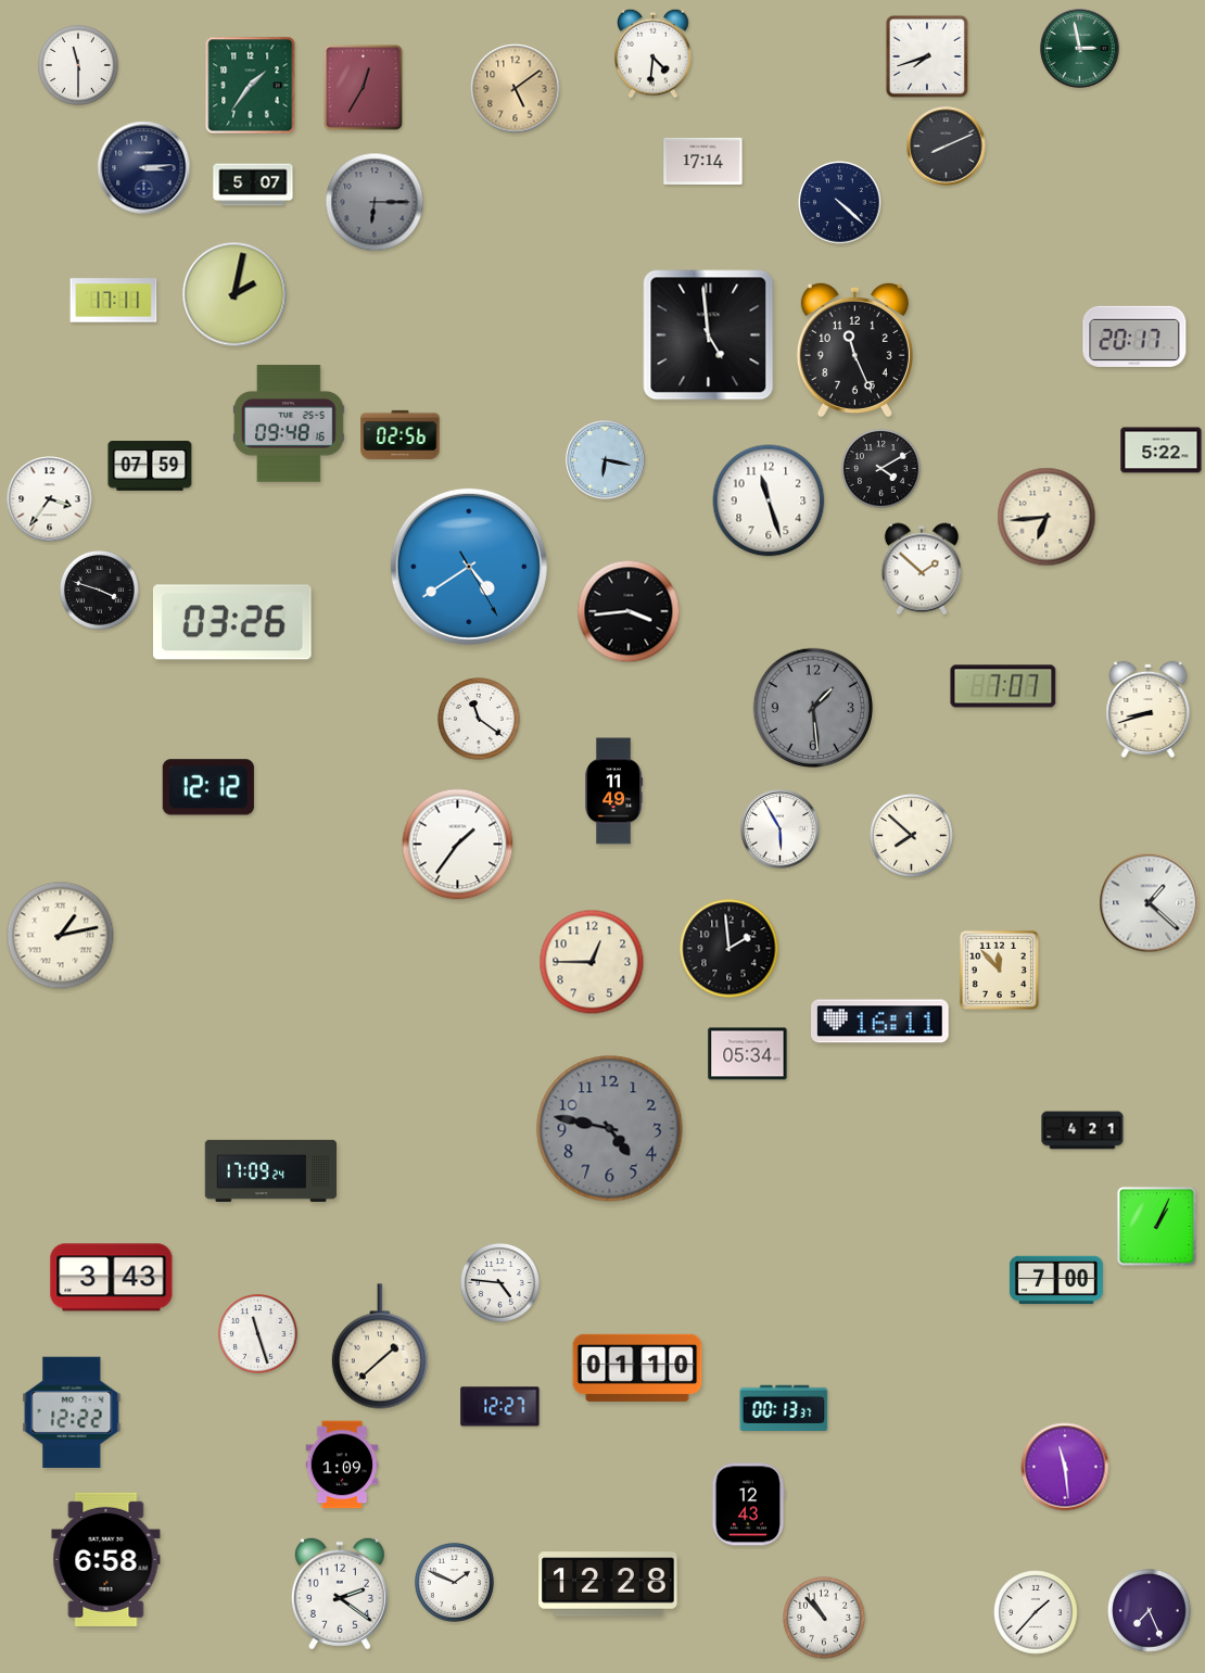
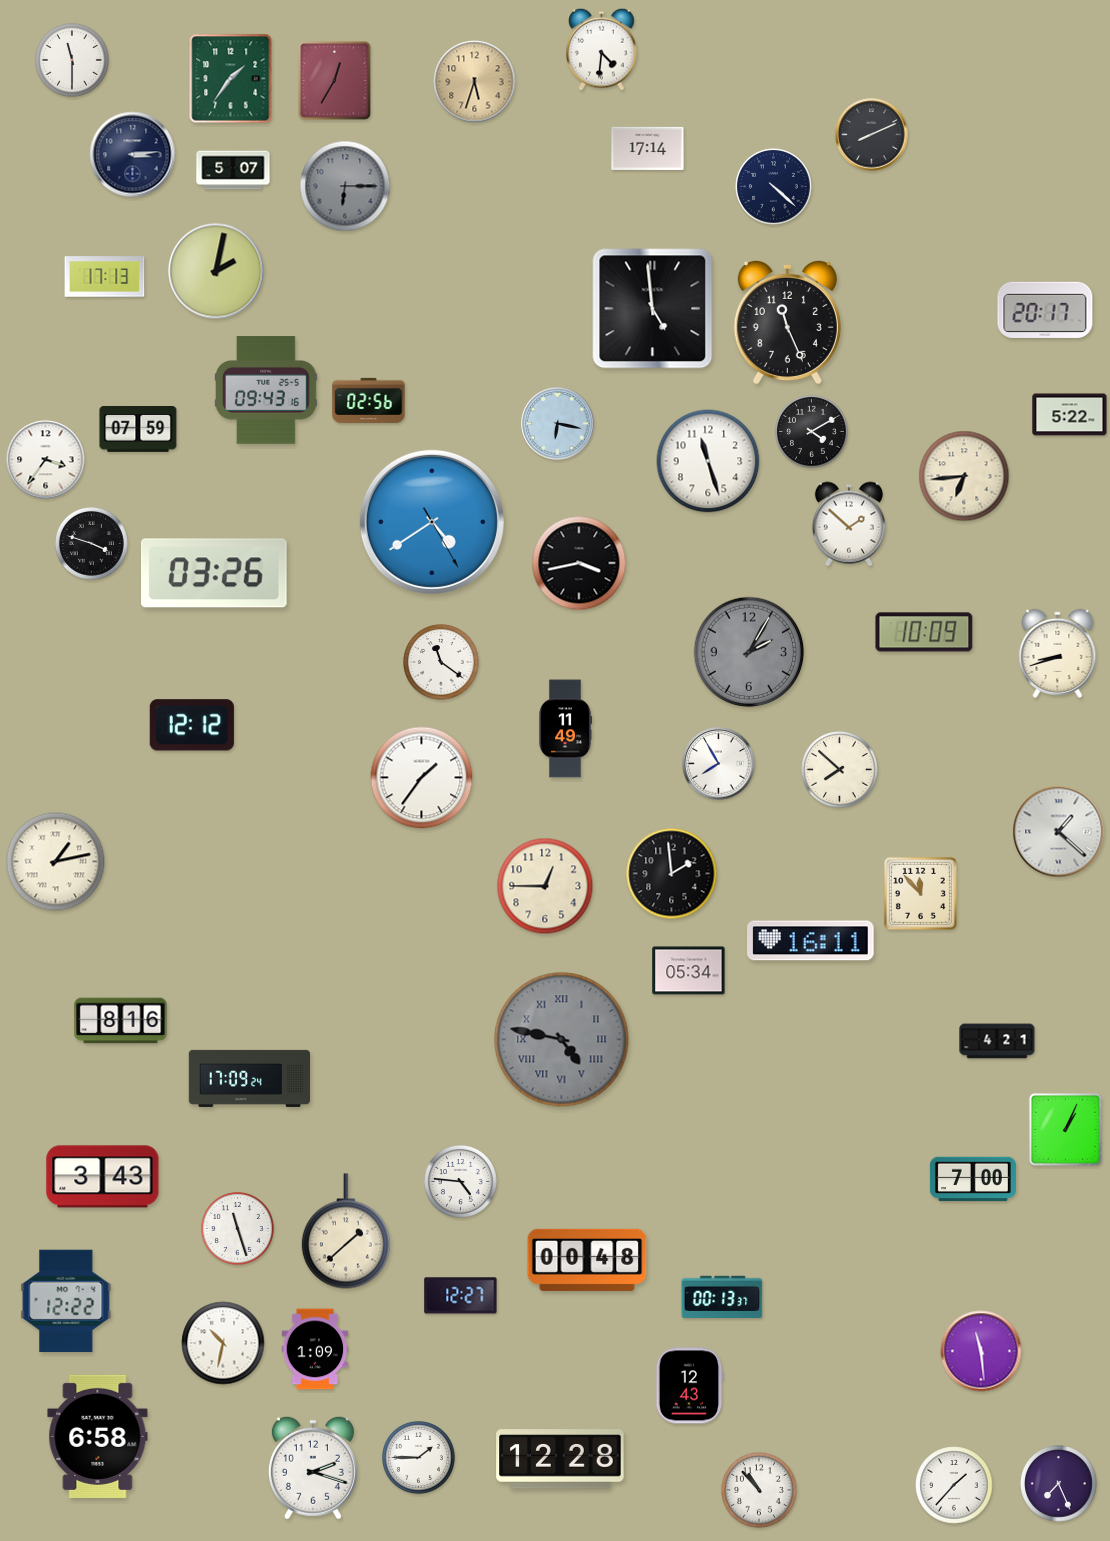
clock at (1080, 49): 2:58 -> none
clock at (927, 56): 7:42 -> none
clock at (516, 89): 5:09 -> 5:33
clock at (114, 301): 17:11 -> 17:13
clock at (289, 423): 09:48 -> 09:43
clock at (629, 611): 3:44 -> 3:43
clock at (1003, 686): 7:07 -> 10:09
clock at (813, 708): 1:29 -> 2:05
clock at (781, 829): 5:55 -> 7:55
clock at (121, 1021): none -> 8:16
clock at (610, 1129) numerals: Arabic -> Roman
clock at (380, 1346) position: (380, 1346) -> (346, 1231)
clock at (637, 1368): 01:10 -> 00:48
clock at (223, 1343): none -> 10:32
clock at (454, 1582): 1:49 -> 1:45
clock at (340, 1594): 2:21 -> 2:18
